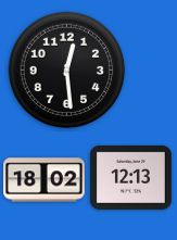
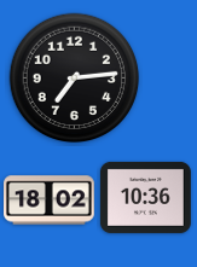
clock at (67, 71): 12:29 -> 7:14
clock at (130, 177): 12:13 -> 10:36
